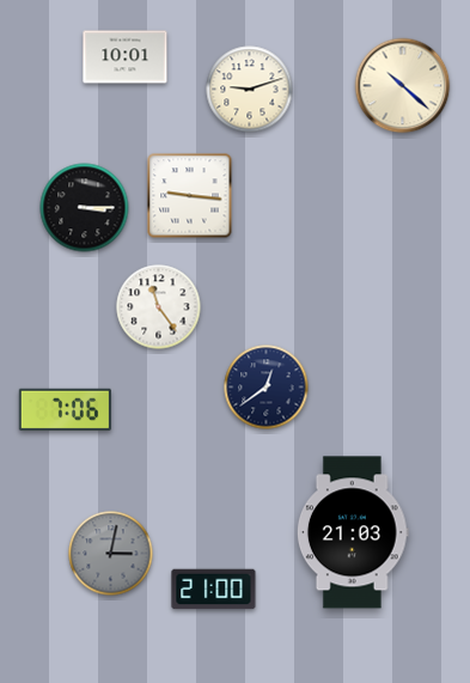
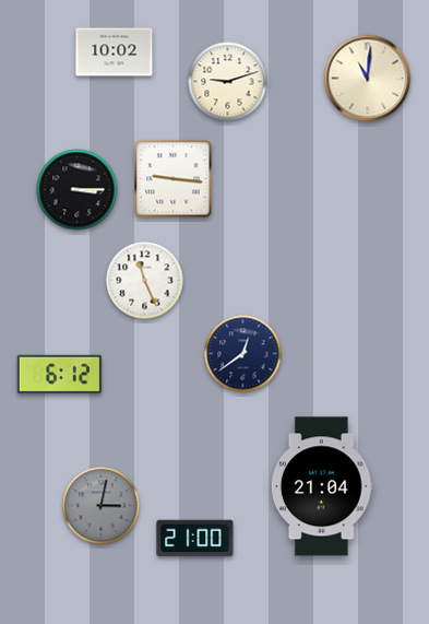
clock at (126, 57): 10:01 -> 10:02
clock at (403, 86): 10:22 -> 11:01
clock at (159, 307): 11:24 -> 11:26
clock at (65, 409): 7:06 -> 6:12
clock at (353, 532): 21:03 -> 21:04
